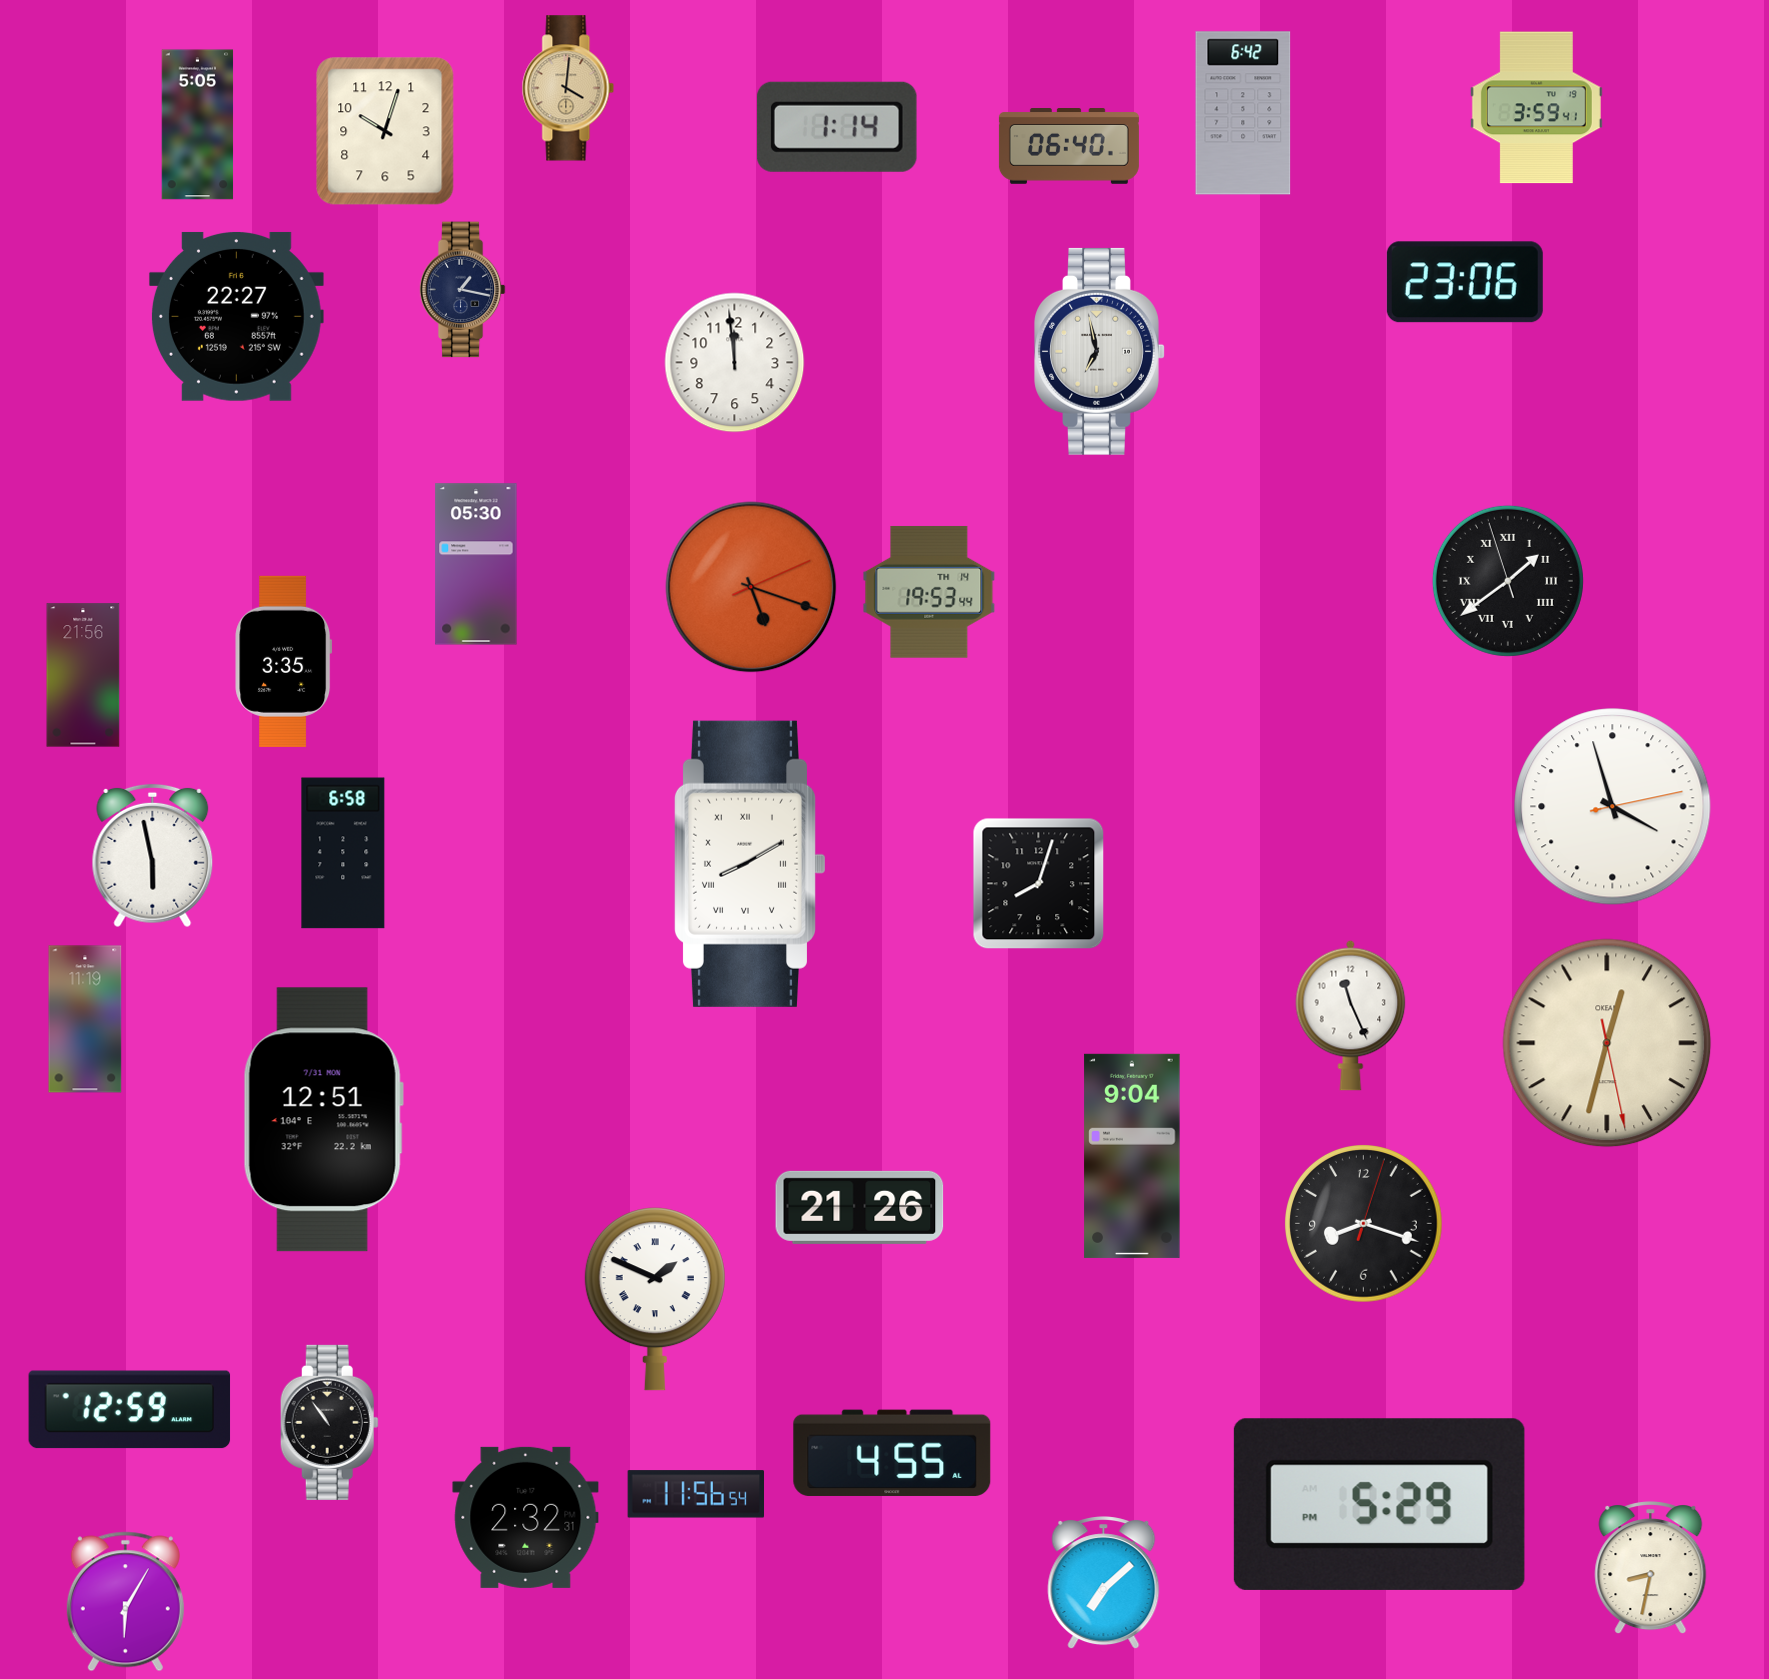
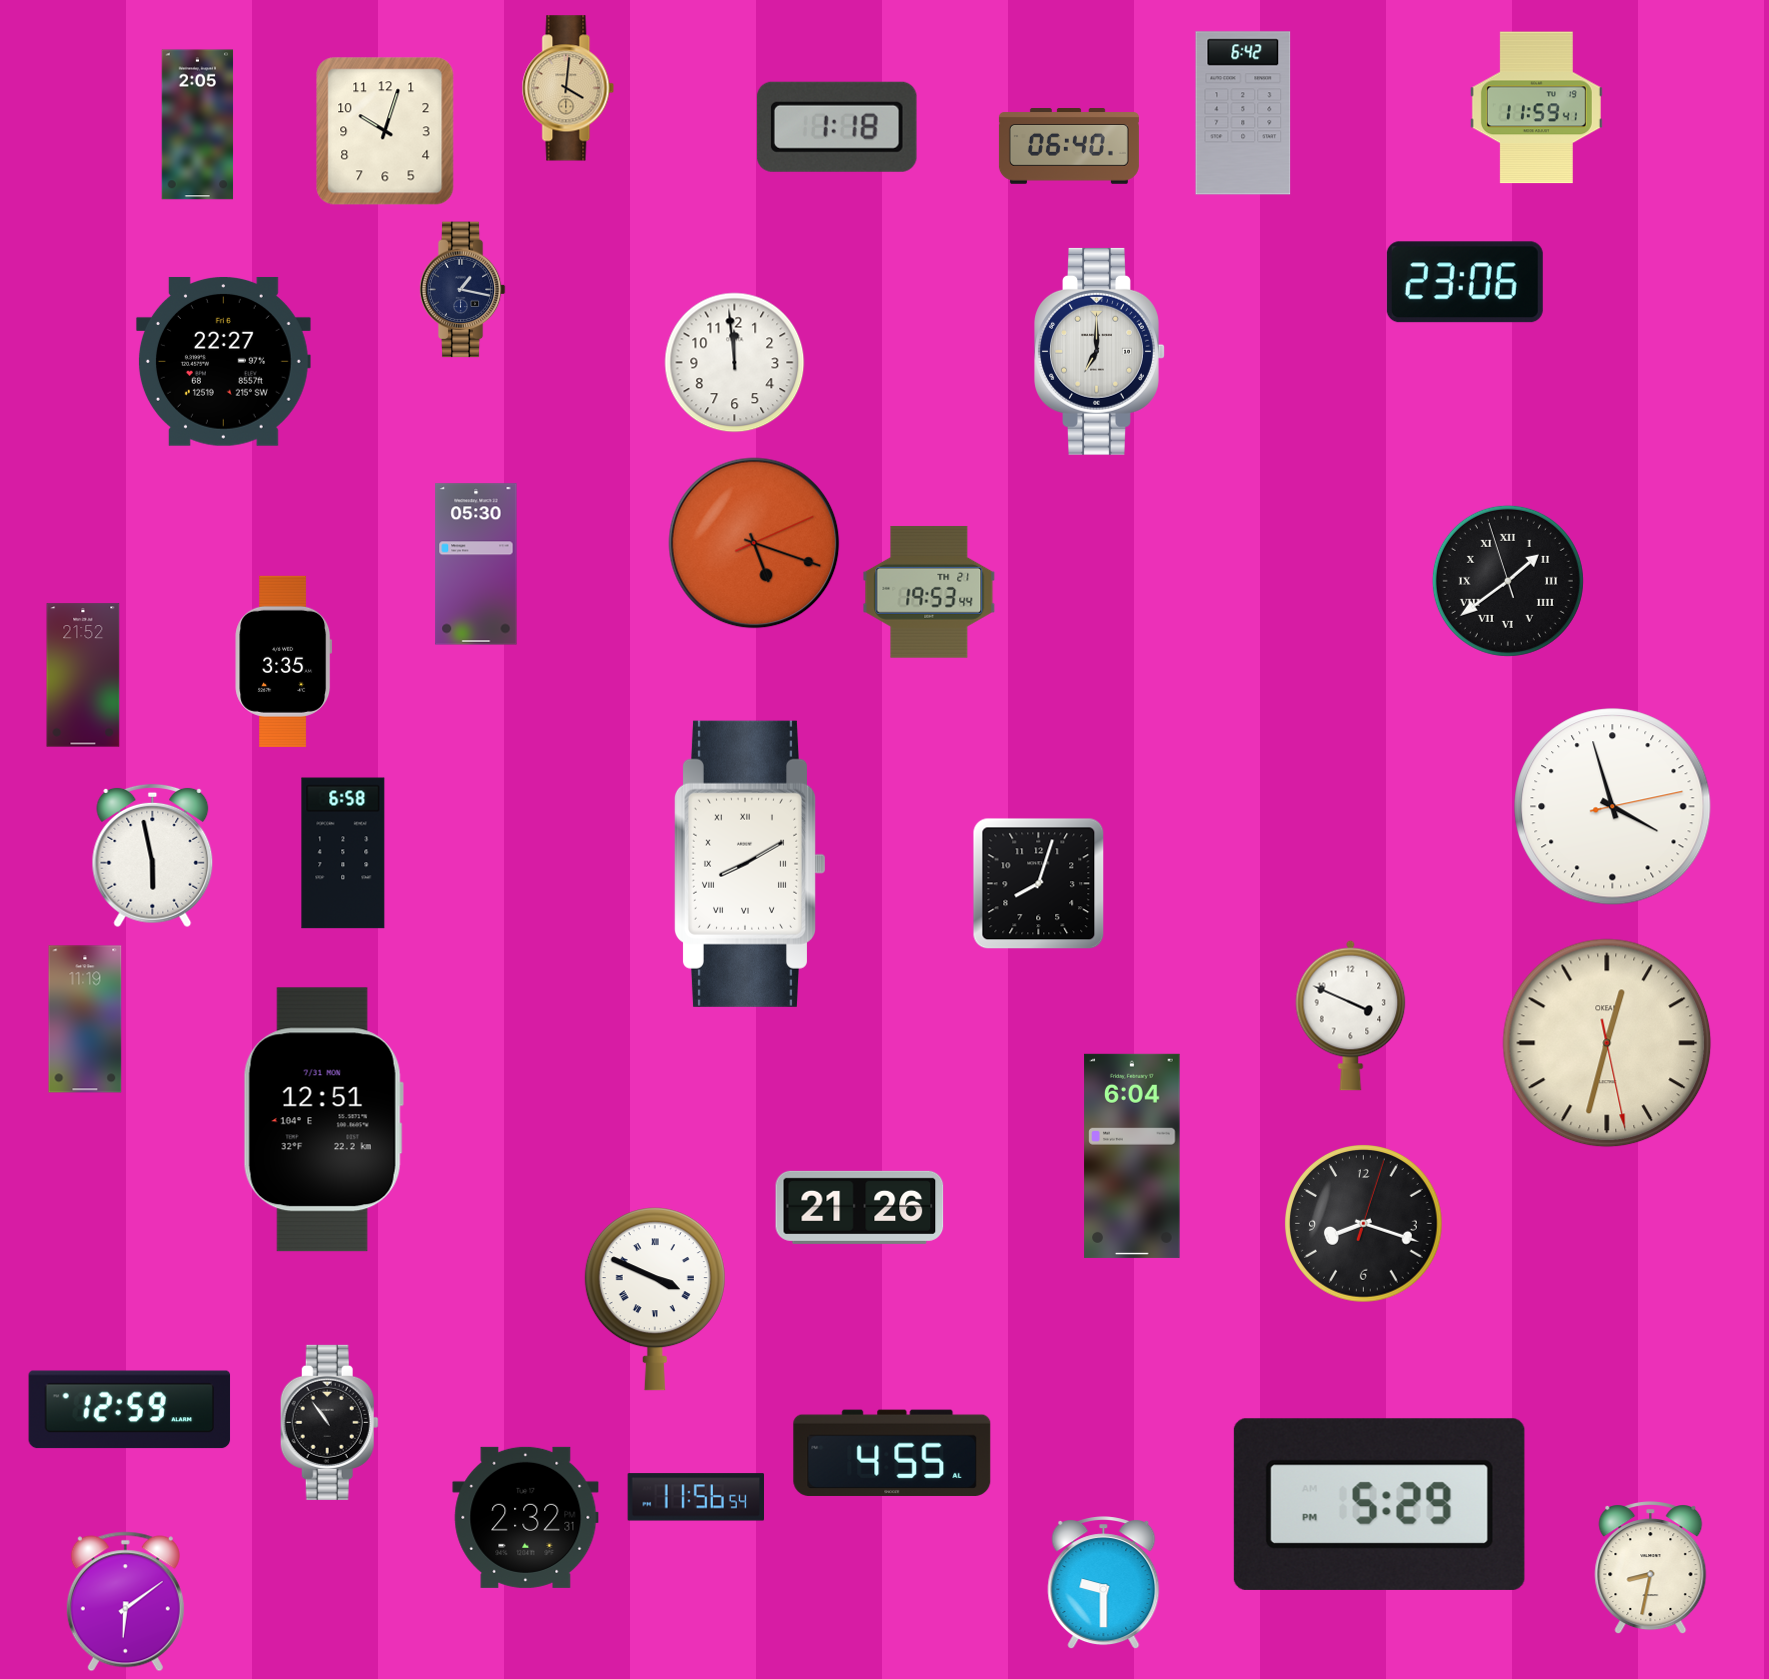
clock at (1536, 108): 3:59 -> 11:59
clock at (198, 125): 5:05 -> 2:05
clock at (837, 127): 1:14 -> 1:18
clock at (236, 316) position: (236, 316) -> (223, 361)
clock at (1100, 351): 6:58 -> 7:00
clock at (751, 587) position: (751, 587) -> (754, 543)
clock at (929, 592) date: TH 14 -> TH 21
clock at (83, 675): 21:56 -> 21:52
clock at (1351, 1015): 11:26 -> 3:49
clock at (1132, 1156): 9:04 -> 6:04
clock at (655, 1299): 1:49 -> 3:49
clock at (695, 1494) position: (695, 1494) -> (695, 1497)
clock at (1104, 1583): 7:08 -> 9:30
clock at (125, 1602): 6:05 -> 6:09
